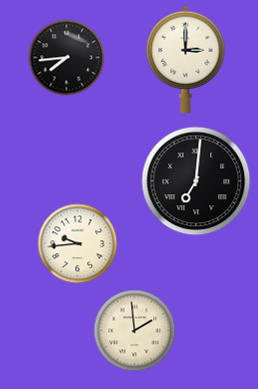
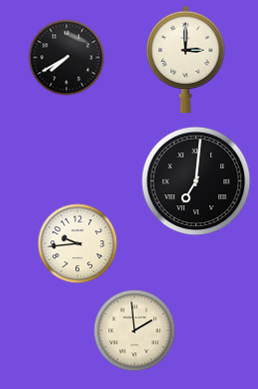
clock at (67, 58): 7:44 -> 7:40
